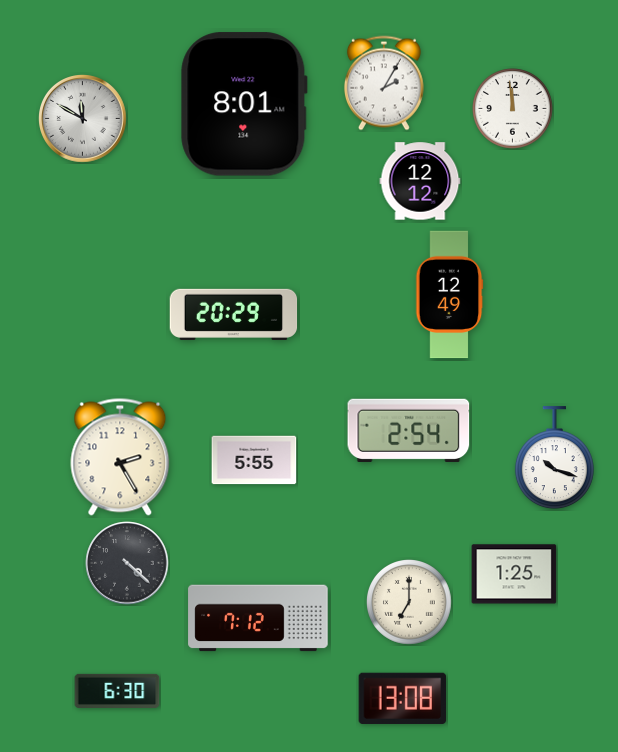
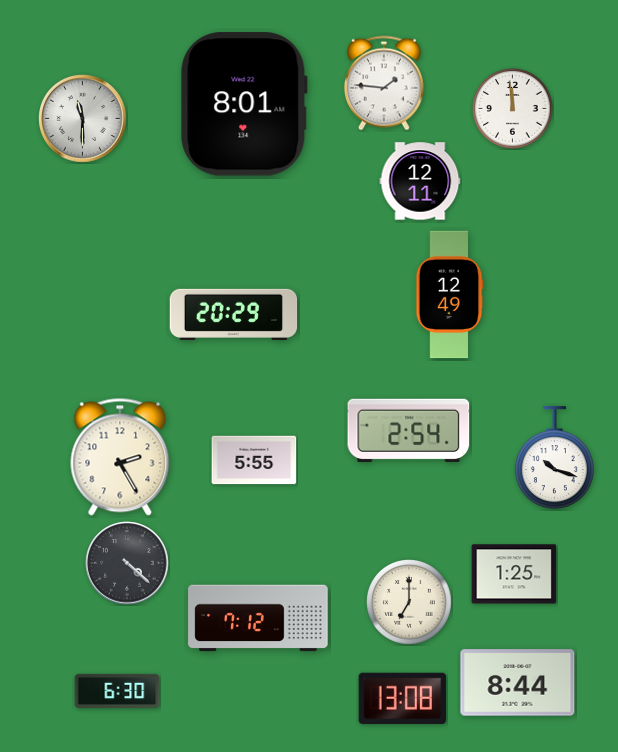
clock at (384, 83): 2:05 -> 1:46
clock at (83, 119): 11:50 -> 11:30
clock at (420, 181): 12:12 -> 12:11
clock at (518, 683): none -> 8:44
